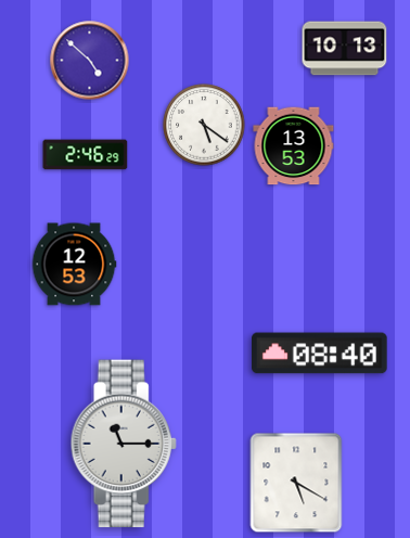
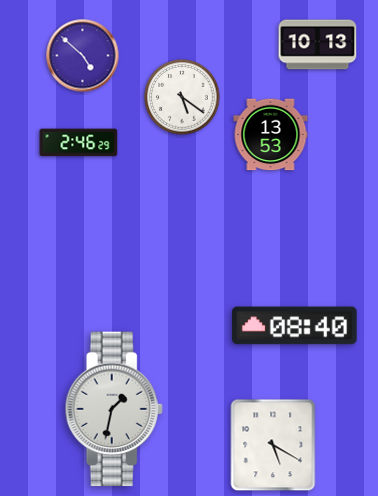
clock at (204, 125) position: (204, 125) -> (182, 97)
clock at (74, 265): 12:53 -> none
clock at (124, 444): 11:15 -> 1:32
